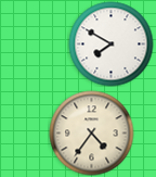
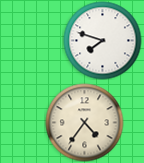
clock at (110, 43): 7:50 -> 7:48
